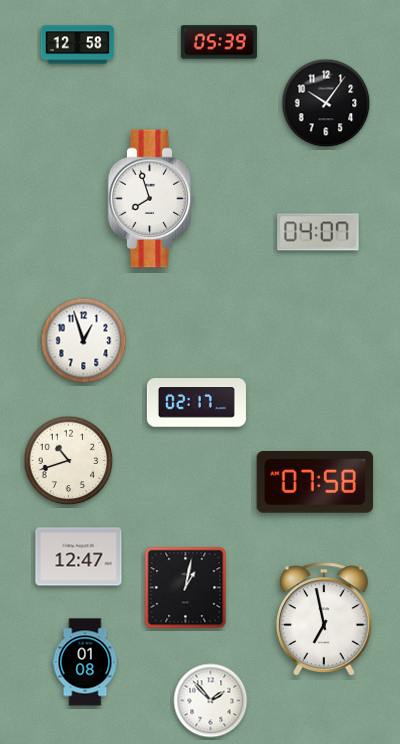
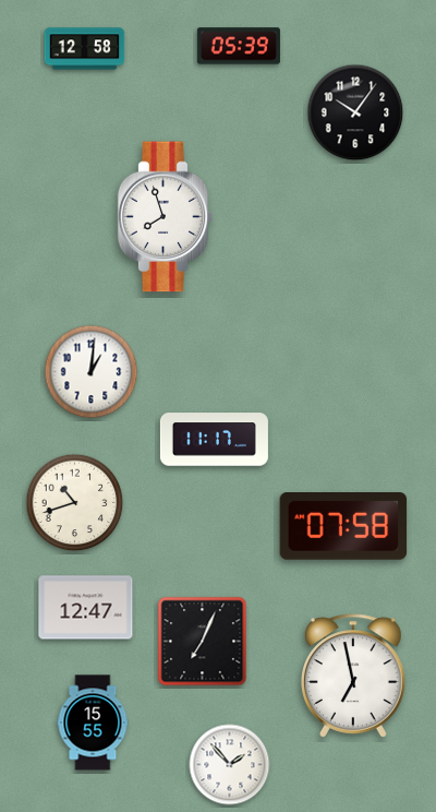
clock at (318, 232): 04:07 -> none
clock at (84, 341): 12:57 -> 1:01
clock at (196, 403): 02:17 -> 11:17
clock at (186, 588): 1:02 -> 7:04
clock at (85, 662): 01:08 -> 15:55
